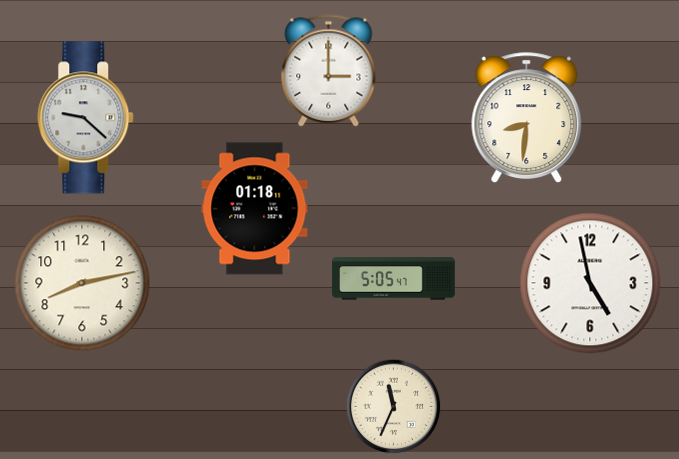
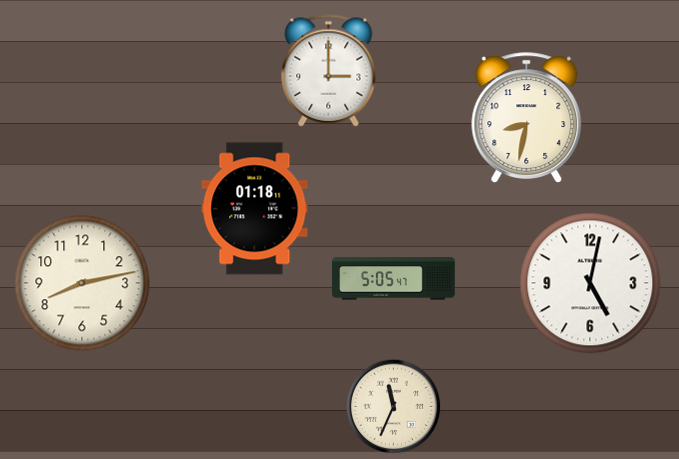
clock at (86, 118): 9:22 -> none
clock at (527, 118): 8:31 -> 8:32
clock at (590, 283): 4:58 -> 5:02
